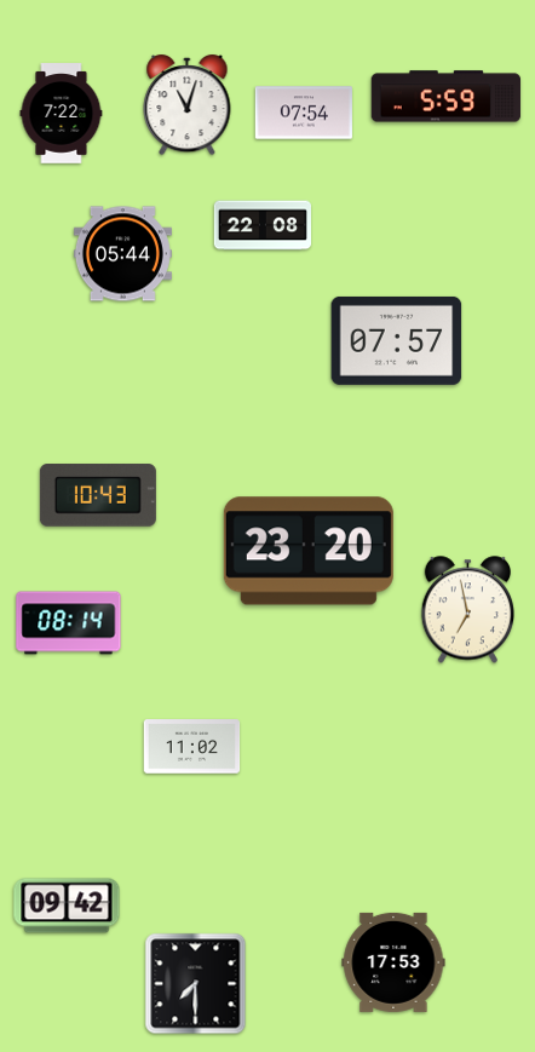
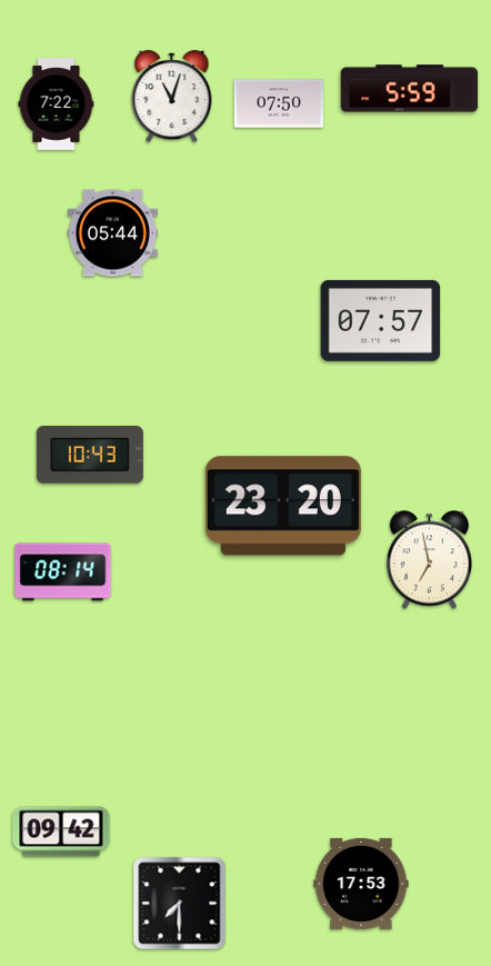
clock at (304, 113): 07:54 -> 07:50
clock at (261, 225): 22:08 -> none
clock at (397, 340) position: (397, 340) -> (381, 320)
clock at (192, 747): 11:02 -> none
